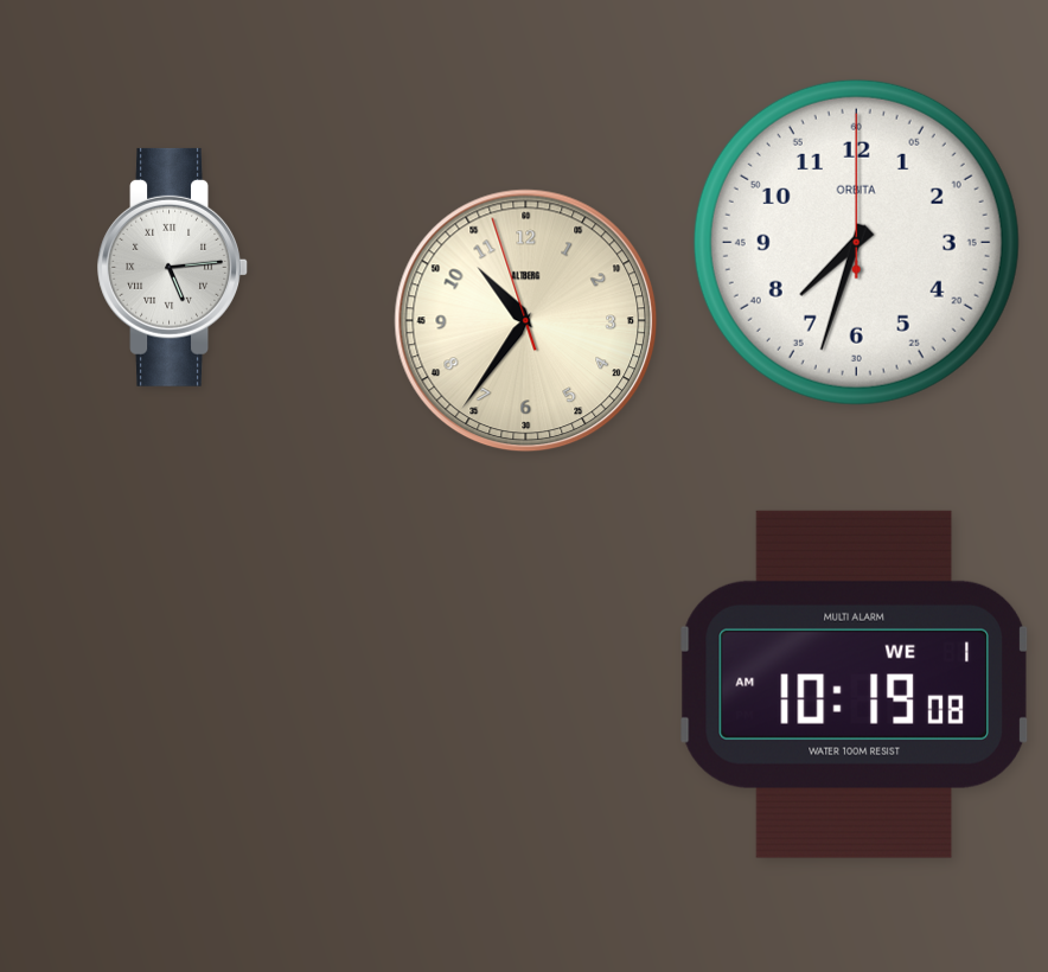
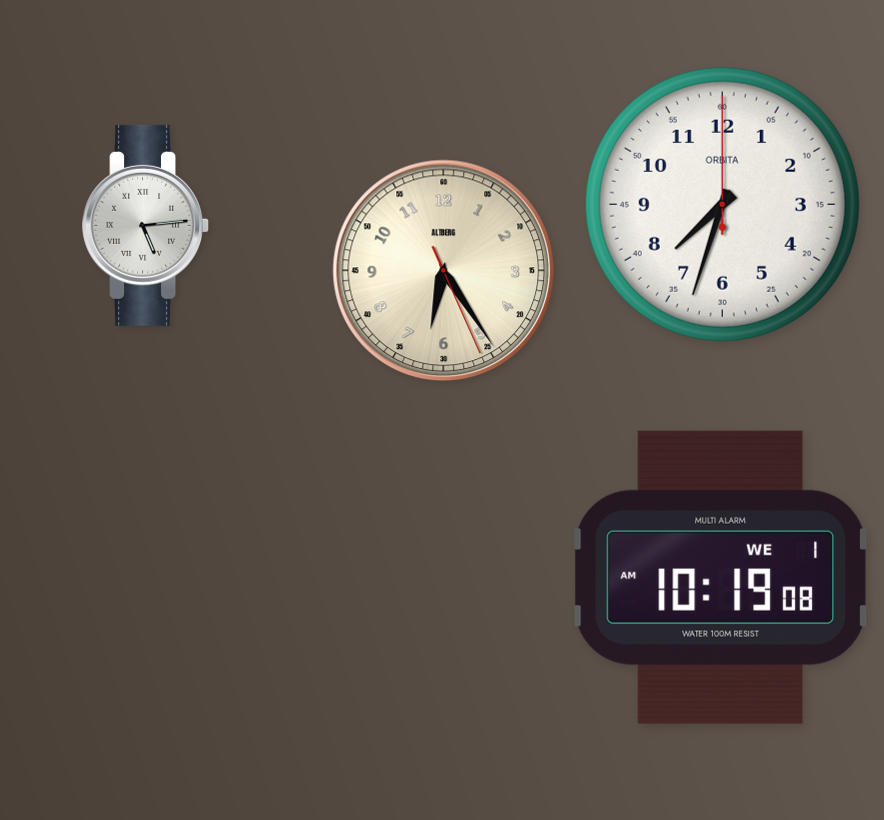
clock at (526, 321): 10:35 -> 6:24
